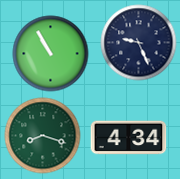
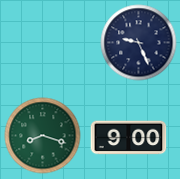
clock at (51, 54): 10:55 -> none
clock at (129, 138): 4:34 -> 9:00
